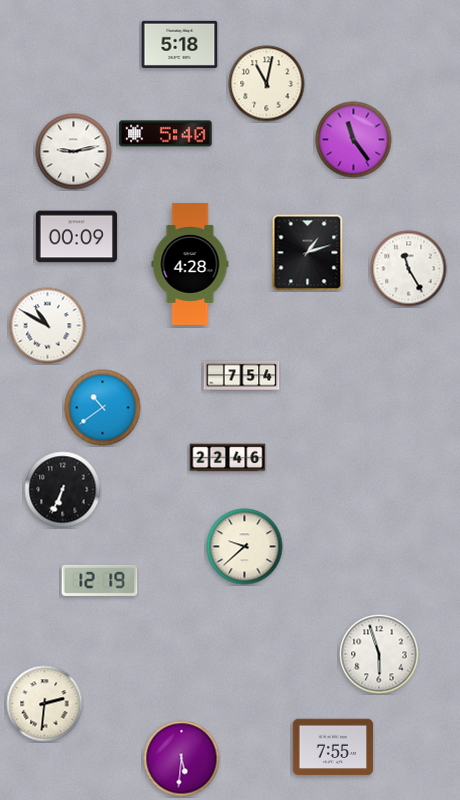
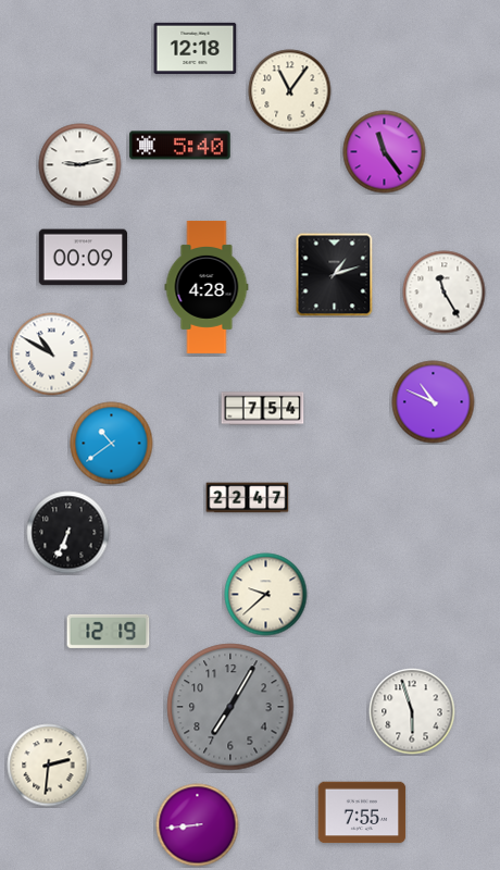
clock at (180, 44): 5:18 -> 12:18
clock at (267, 84): 11:02 -> 11:06
clock at (434, 402): none -> 10:49
clock at (228, 458): 22:46 -> 22:47
clock at (230, 707): none -> 7:05
clock at (182, 759): 5:31 -> 8:44
